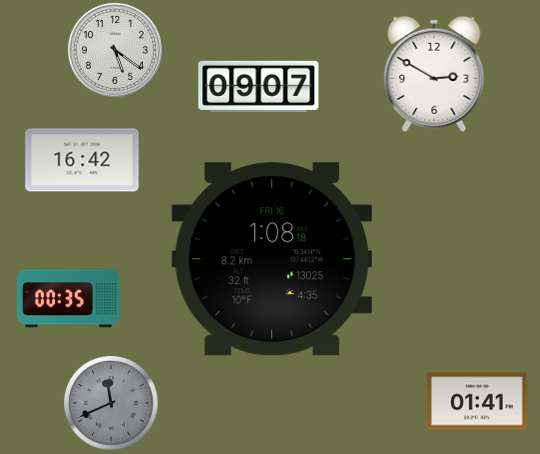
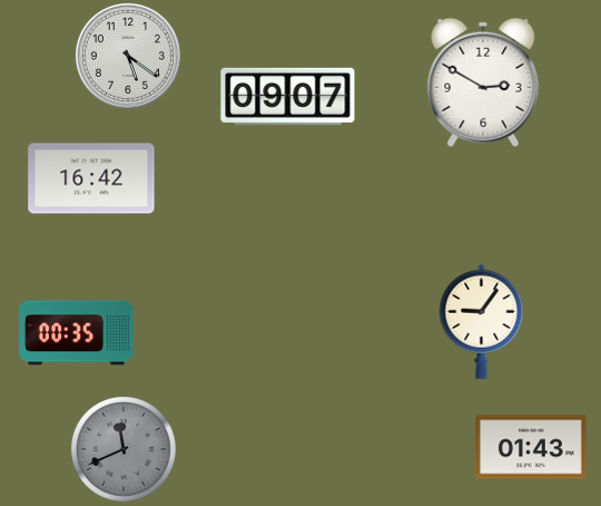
clock at (272, 259): 1:08 -> none
clock at (482, 321): none -> 9:06
clock at (478, 401): 01:41 -> 01:43
